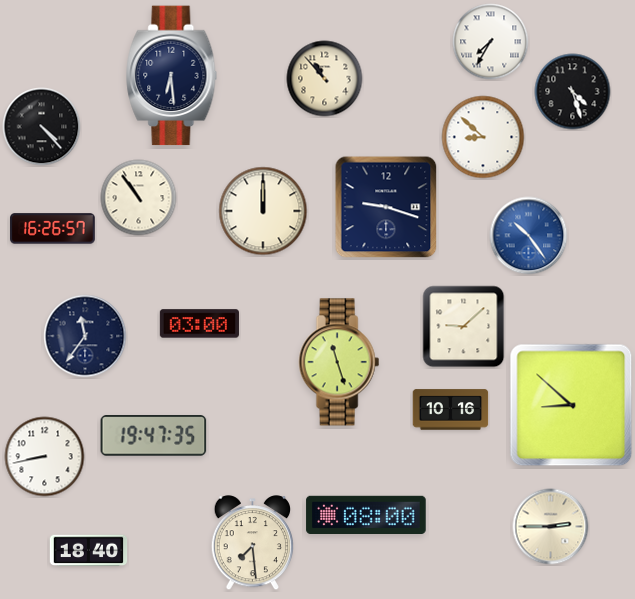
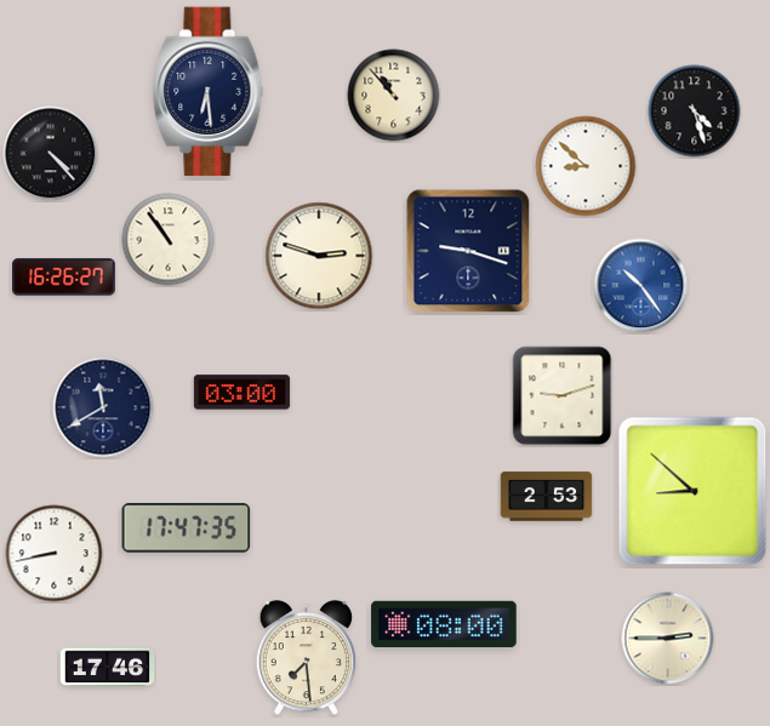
clock at (491, 42): 7:35 -> none
clock at (263, 211): 12:00 -> 2:48
clock at (53, 229): 16:26:57 -> 16:26:27
clock at (464, 327): 9:08 -> 9:12
clock at (85, 336): 11:36 -> 11:40
clock at (339, 362): 11:27 -> none
clock at (451, 410): 10:16 -> 2:53
clock at (154, 436): 19:47 -> 17:47
clock at (89, 551): 18:40 -> 17:46
